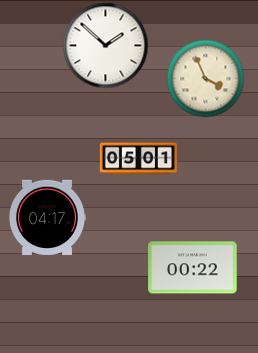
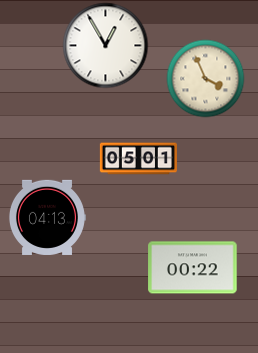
clock at (105, 45): 1:52 -> 12:55
clock at (47, 217): 04:17 -> 04:13
